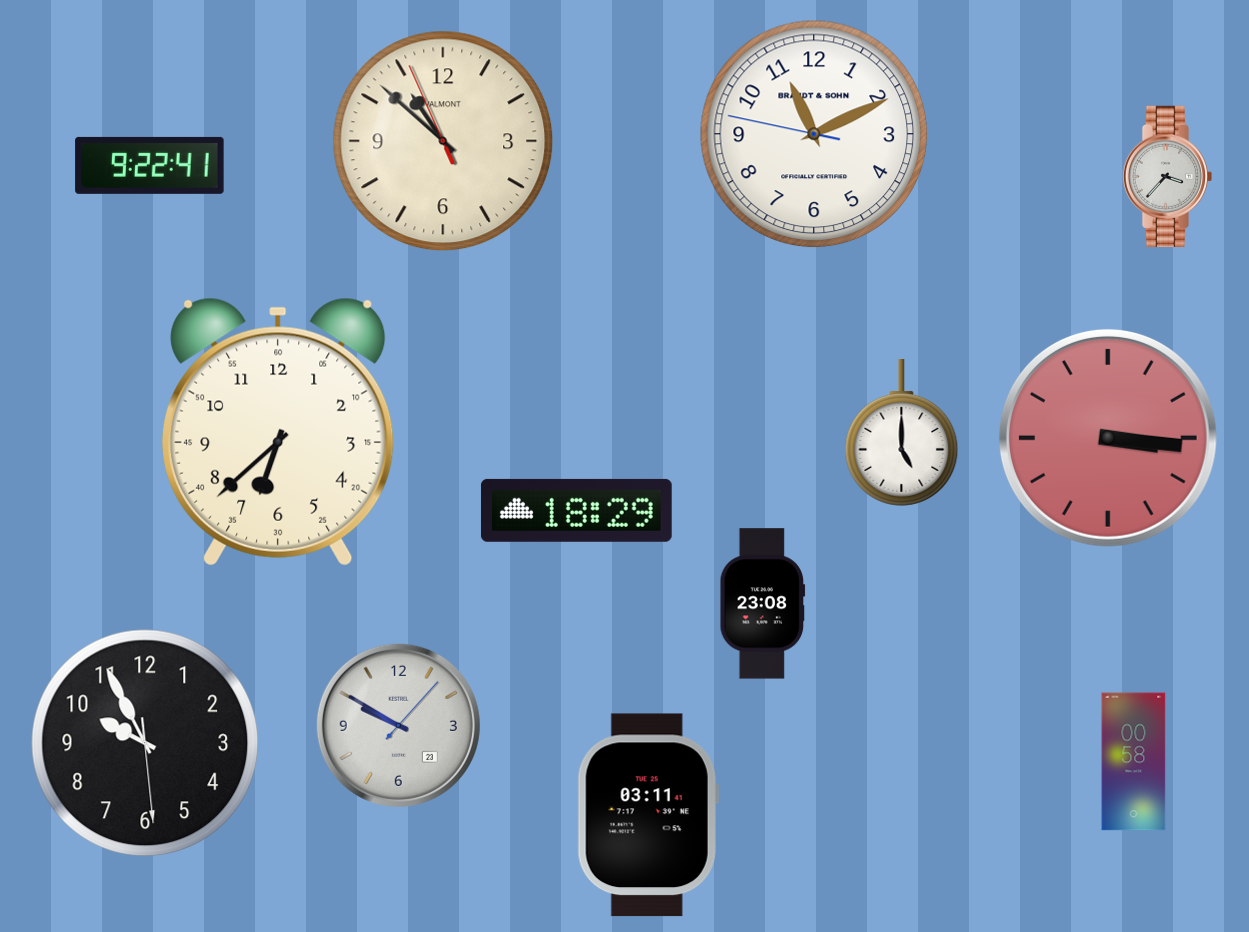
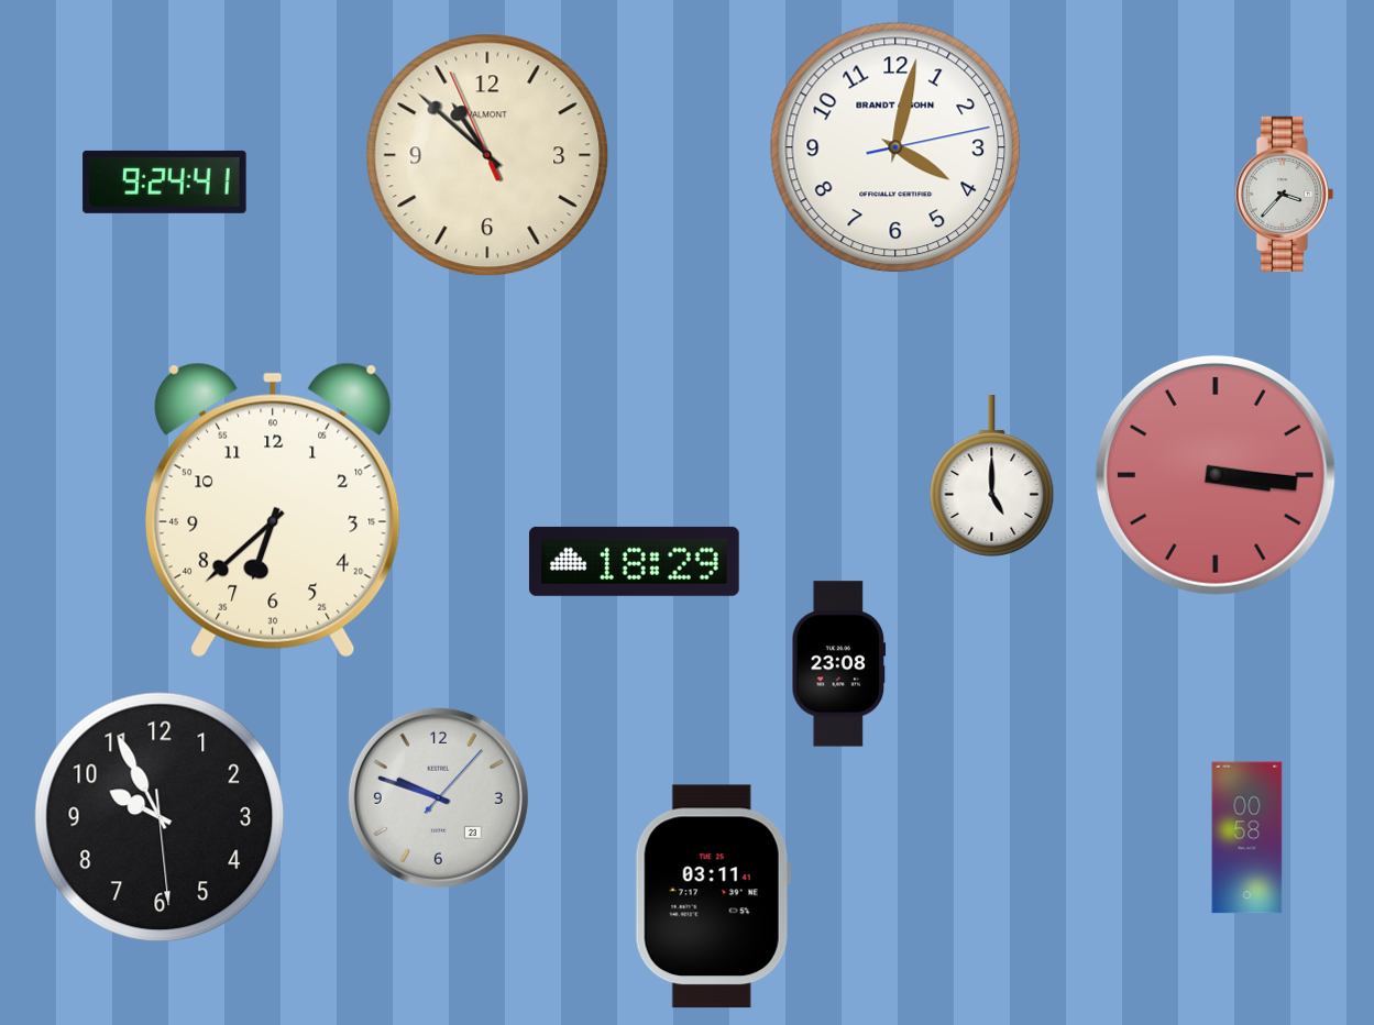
clock at (814, 134): 11:10 -> 4:02
clock at (150, 165): 9:22 -> 9:24
clock at (278, 432) position: (278, 432) -> (273, 510)
clock at (1108, 438) position: (1108, 438) -> (1216, 475)
clock at (398, 725): 9:50 -> 9:48
